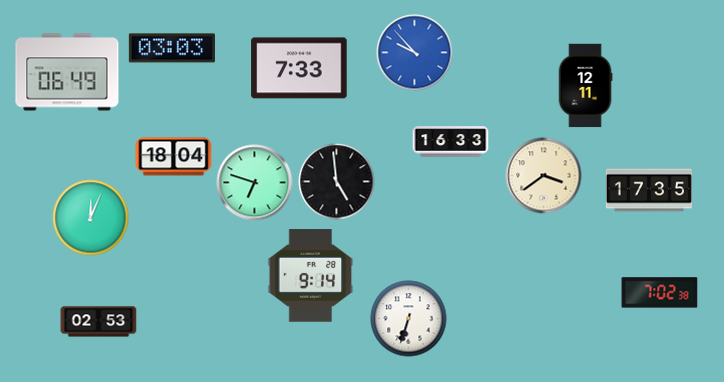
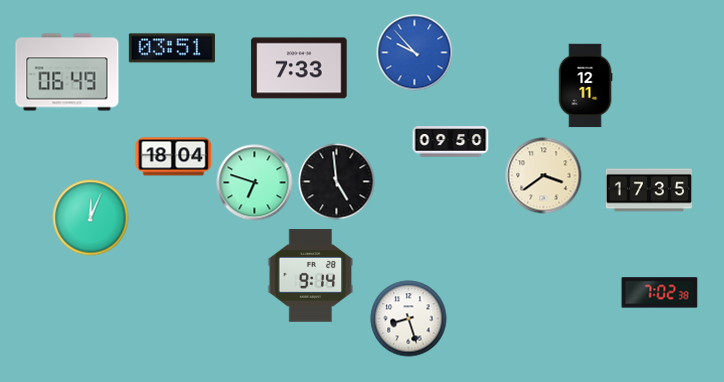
clock at (172, 48): 03:03 -> 03:51
clock at (451, 142): 16:33 -> 09:50
clock at (409, 319): 6:33 -> 8:27
clock at (99, 322): 02:53 -> none
